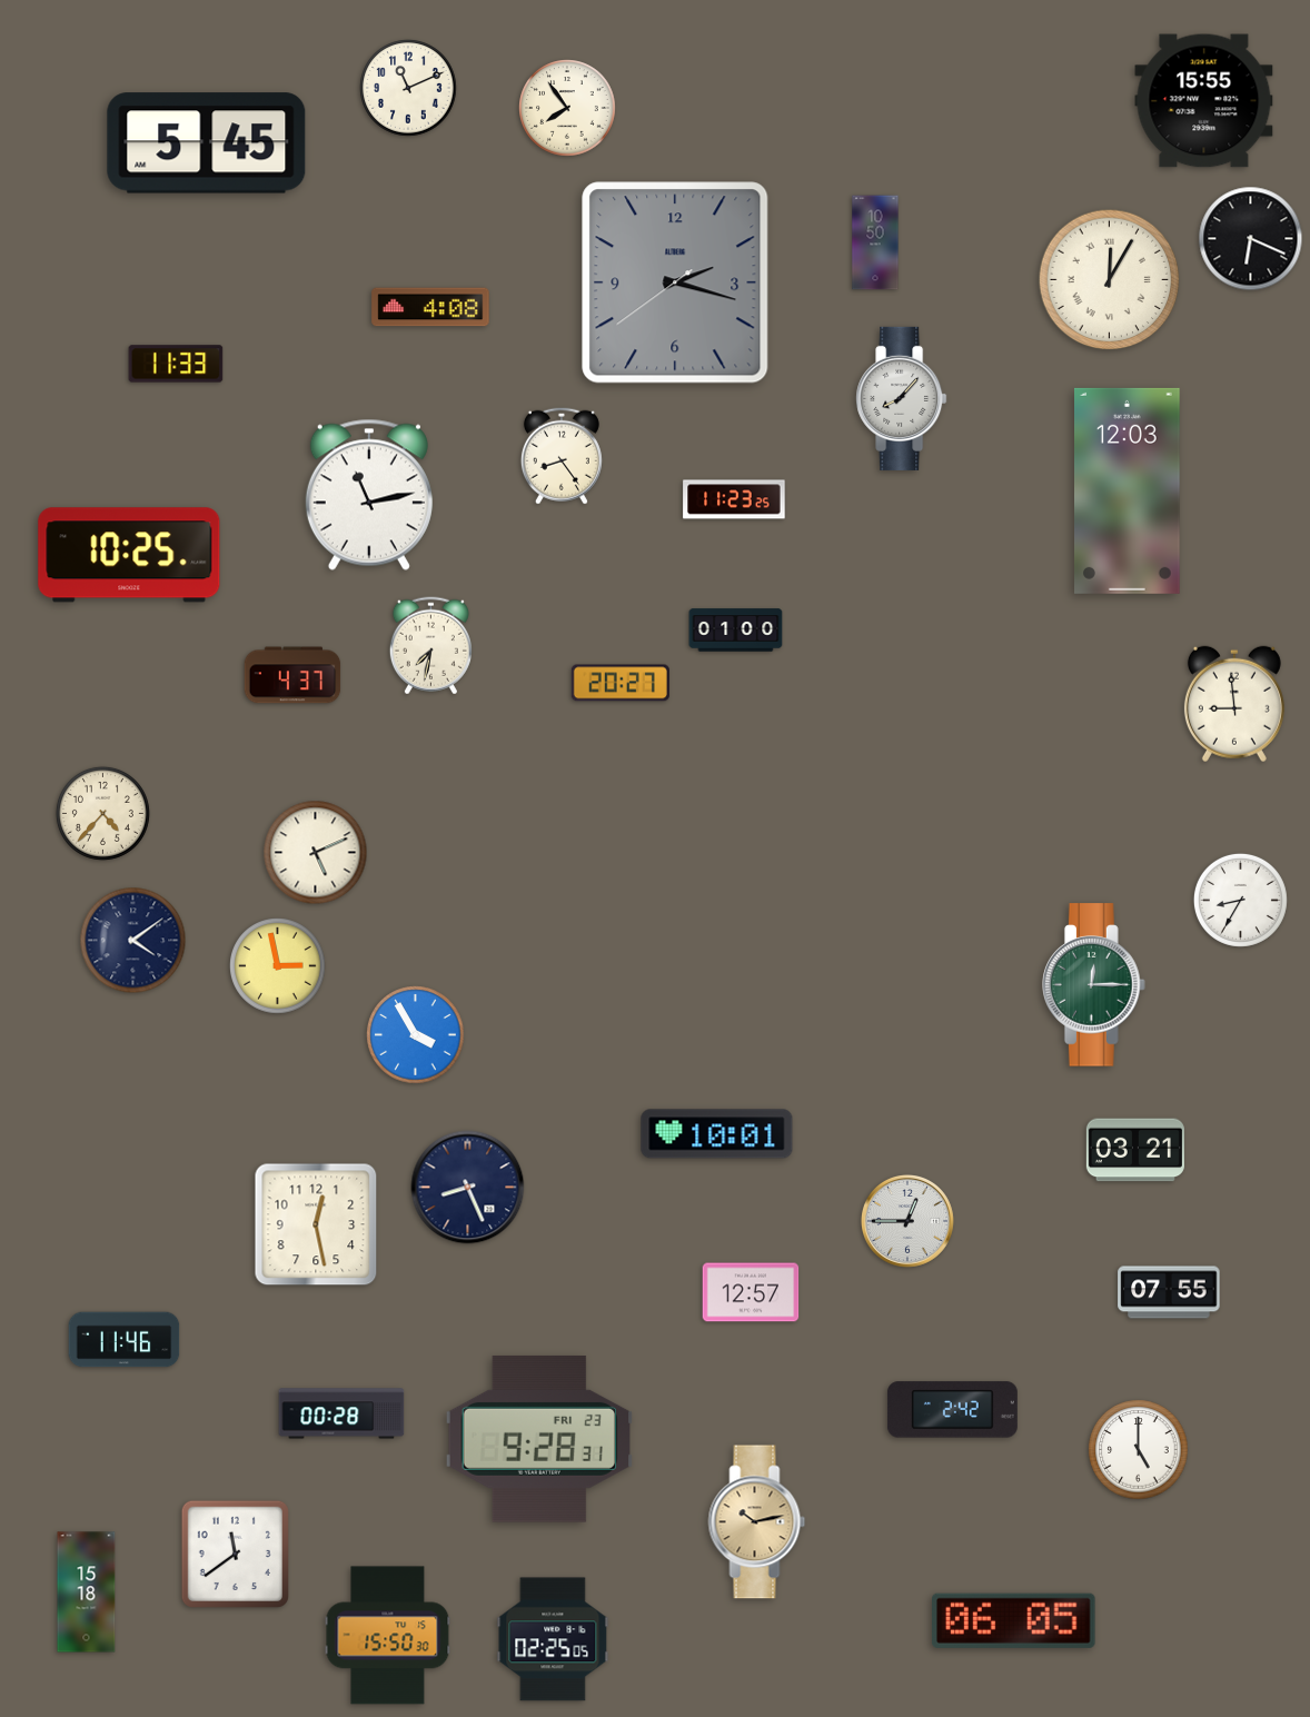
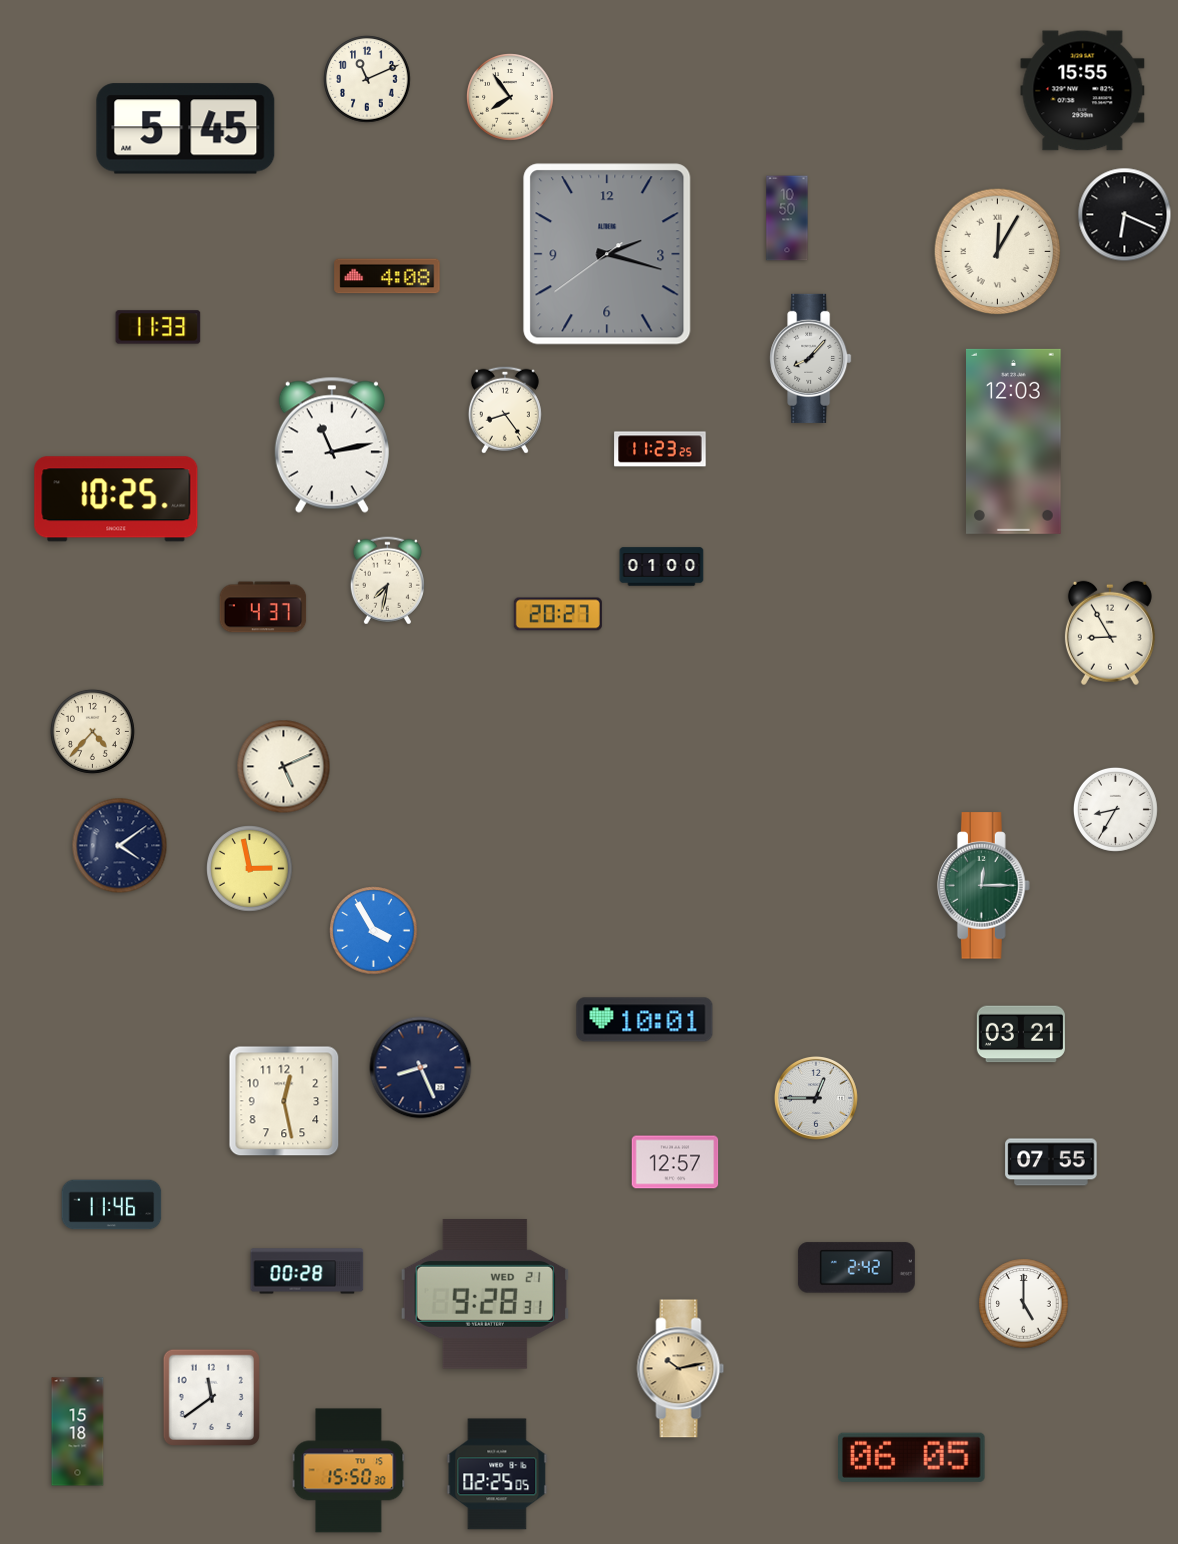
clock at (1234, 704): 8:59 -> 8:55
clock at (538, 1439) date: FRI 23 -> WED 21
